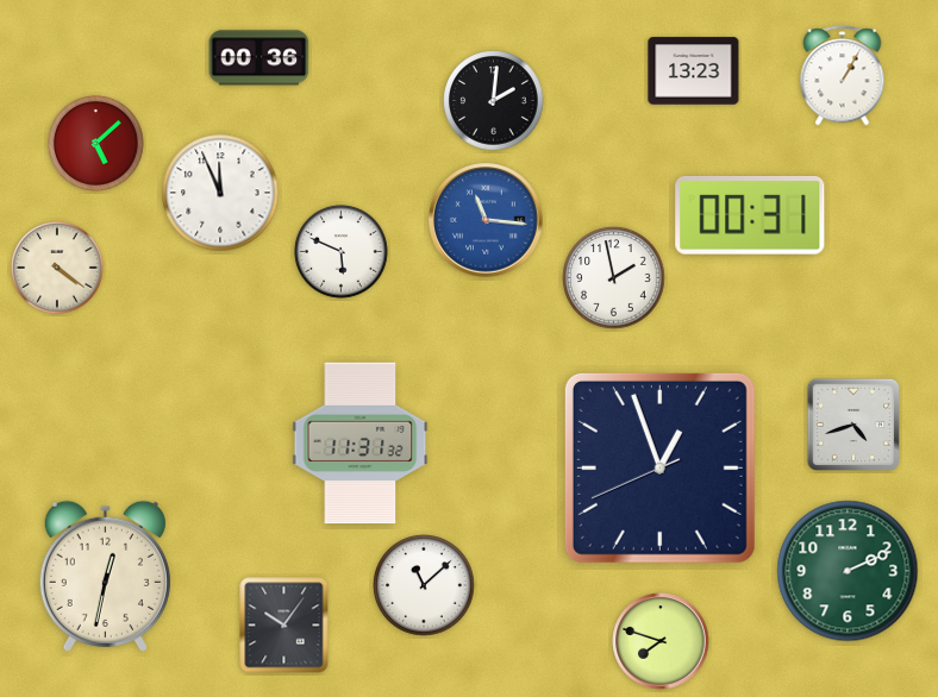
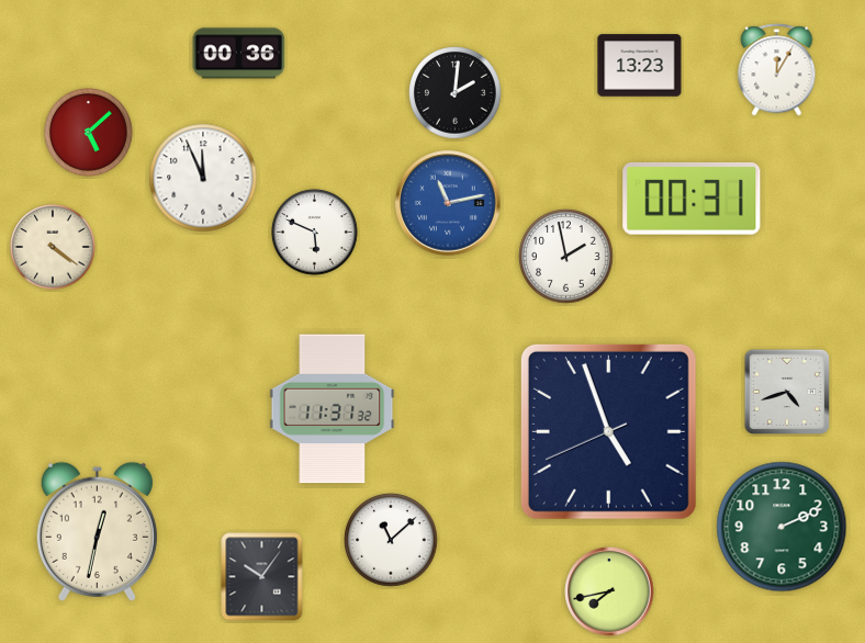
clock at (843, 76): 1:05 -> 12:05
clock at (486, 220): 11:16 -> 11:13
clock at (659, 467): 12:56 -> 4:56
clock at (661, 641): 7:48 -> 7:43
